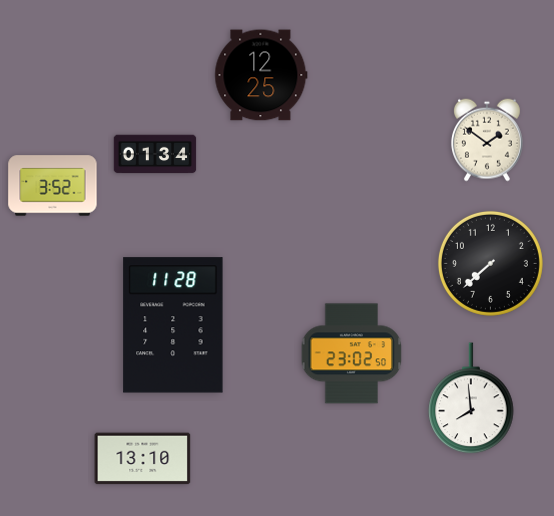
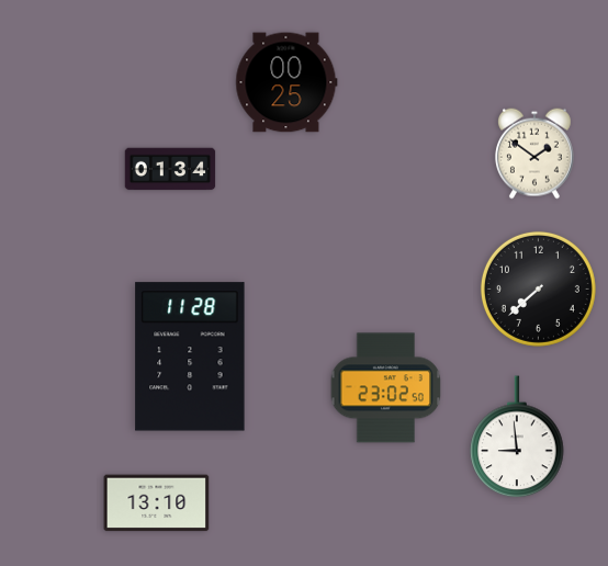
clock at (261, 75): 12:25 -> 00:25
clock at (53, 186): 3:52 -> none
clock at (471, 399): 7:59 -> 8:59
